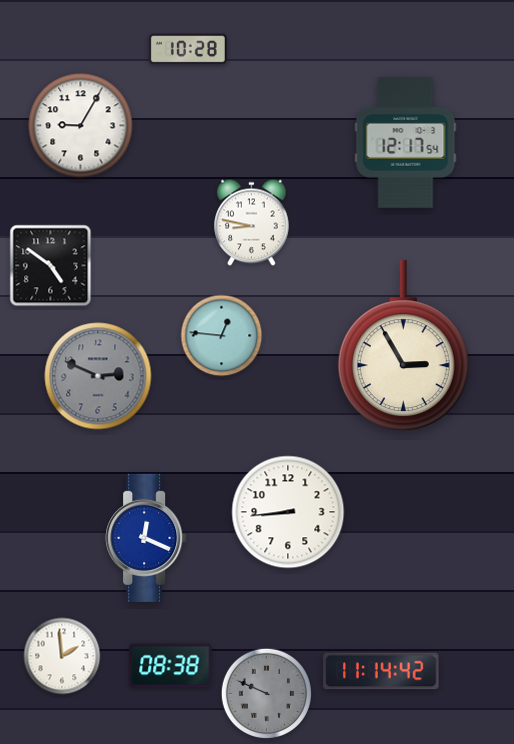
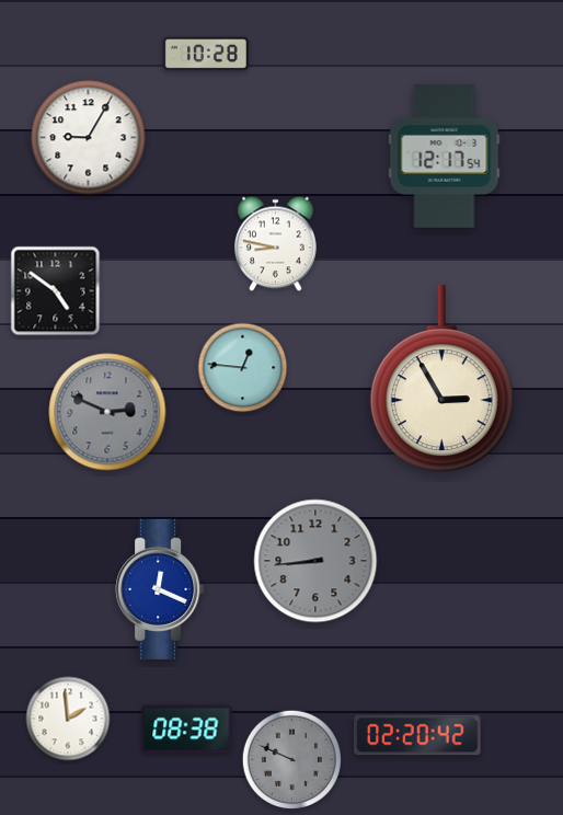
clock at (288, 512) dial: white -> grey
clock at (381, 671): 11:14 -> 02:20
